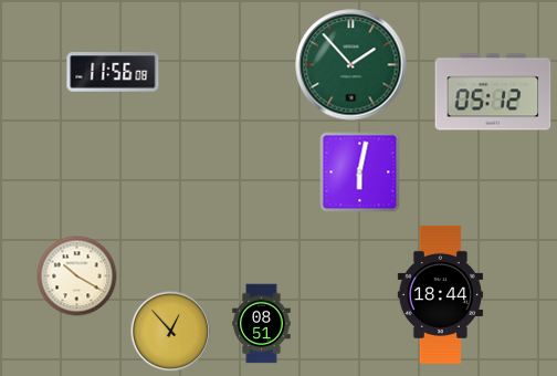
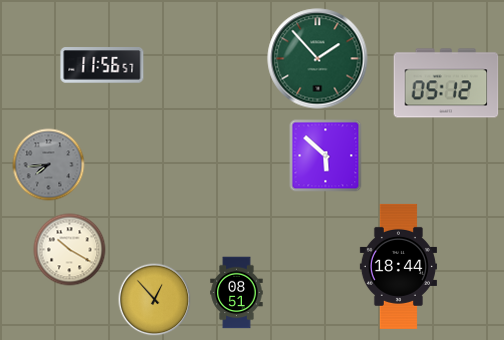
clock at (113, 72): 11:56:08 -> 11:56:57
clock at (360, 173): 6:02 -> 5:52
clock at (49, 165): none -> 7:44
